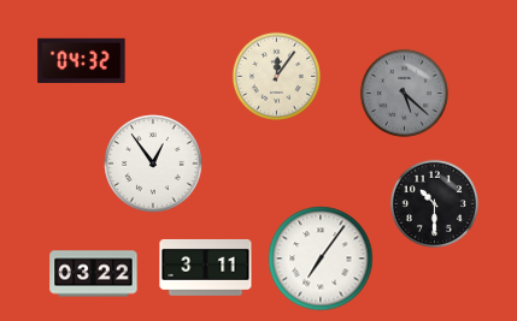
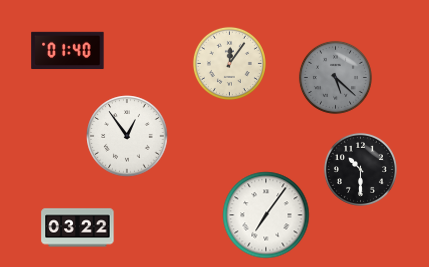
clock at (82, 61): 04:32 -> 01:40
clock at (206, 267): 3:11 -> none
